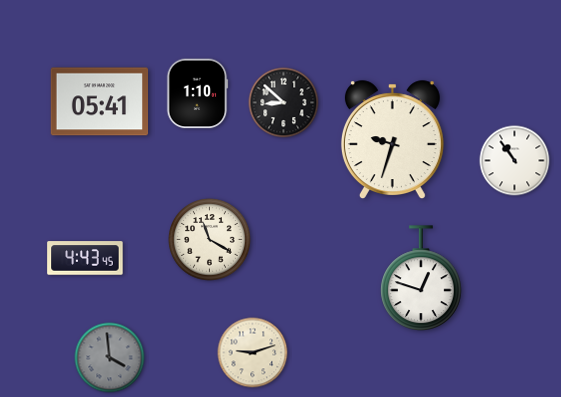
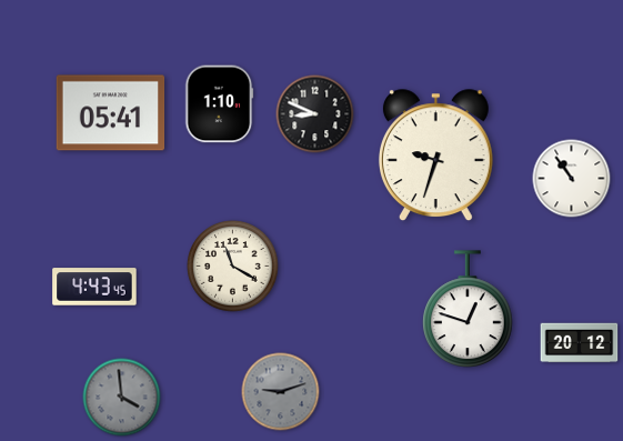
clock at (284, 103): 8:52 -> 8:49
clock at (580, 343): none -> 20:12
clock at (253, 353) dial: cream -> grey
